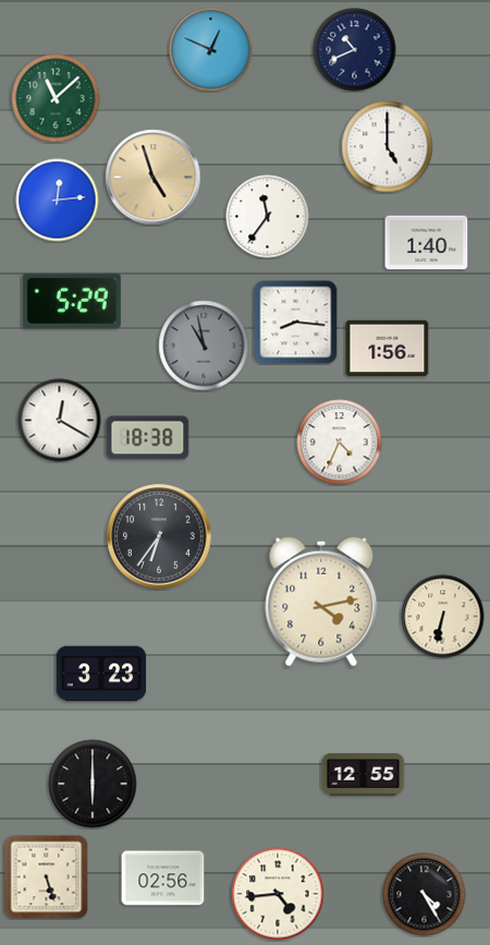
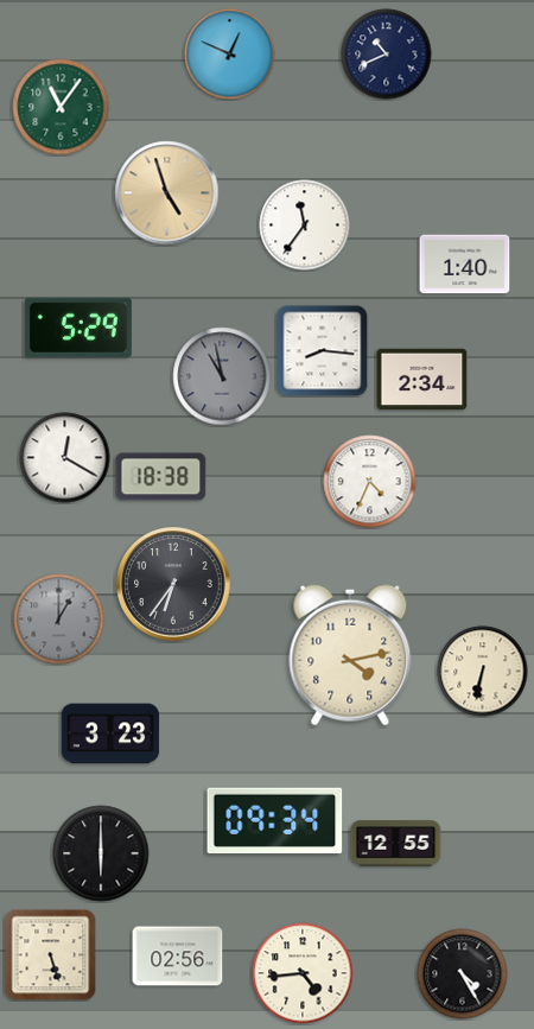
clock at (56, 98): 11:08 -> 11:06
clock at (388, 147): 5:00 -> none
clock at (58, 201): 12:14 -> none
clock at (268, 217) position: (268, 217) -> (305, 226)
clock at (388, 349): 1:56 -> 2:34
clock at (59, 620): none -> 1:00
clock at (275, 821): none -> 09:34
